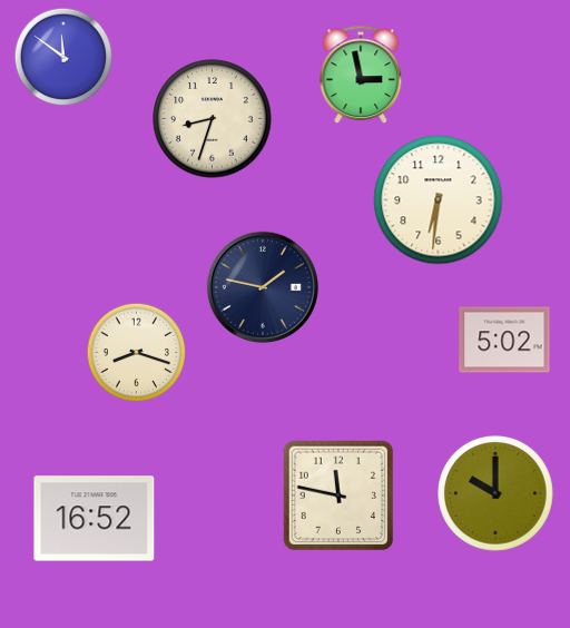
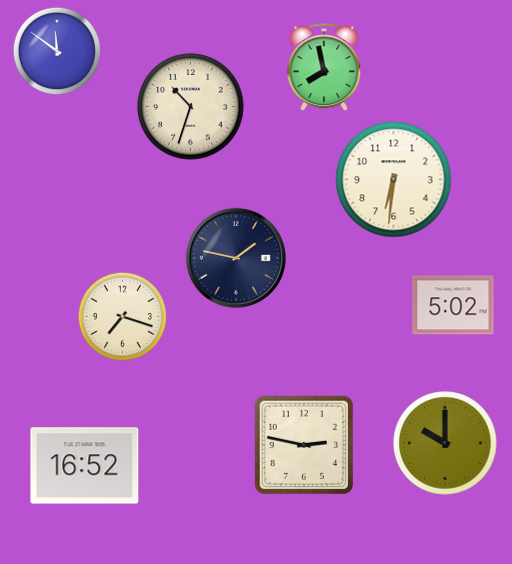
clock at (361, 76): 2:58 -> 7:58
clock at (213, 119): 8:33 -> 10:33
clock at (137, 353): 8:18 -> 7:18
clock at (338, 495): 11:47 -> 2:47
